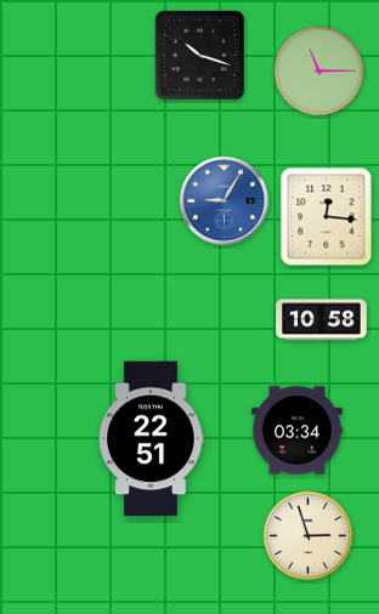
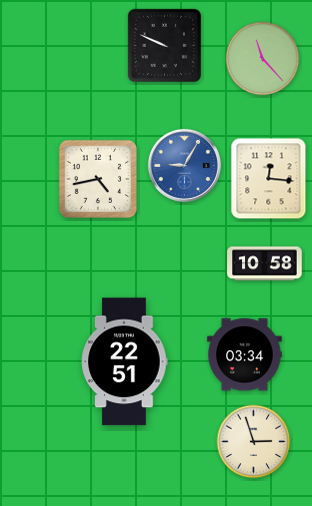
clock at (199, 55): 10:18 -> 9:49
clock at (319, 72): 11:15 -> 11:23
clock at (98, 179): none -> 4:43
